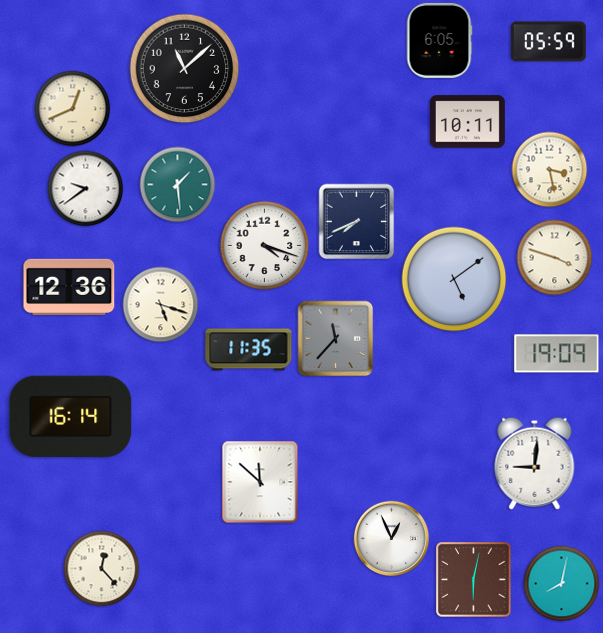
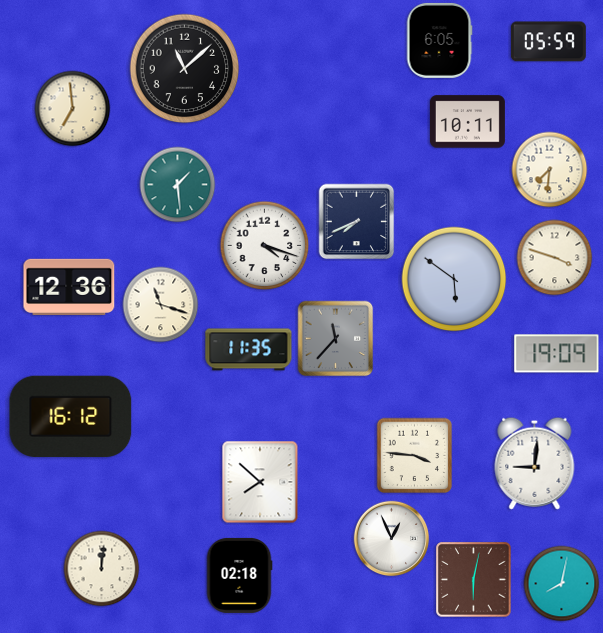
clock at (73, 109): 12:41 -> 6:59
clock at (550, 170): 3:28 -> 7:31
clock at (86, 189): 9:39 -> none
clock at (454, 279): 5:09 -> 5:51
clock at (161, 305): 5:18 -> 11:18
clock at (71, 416): 16:14 -> 16:12
clock at (415, 456): none -> 3:46
clock at (260, 482): 11:52 -> 7:52
clock at (102, 569): 12:23 -> 12:01
clock at (239, 575): none -> 02:18
